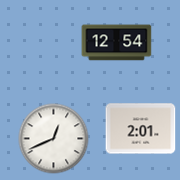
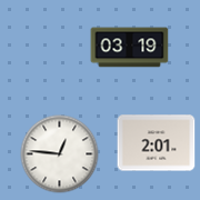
clock at (117, 43): 12:54 -> 03:19
clock at (54, 139): 12:41 -> 12:46
